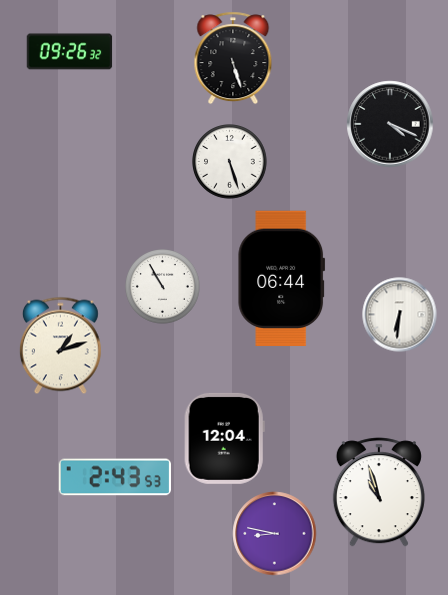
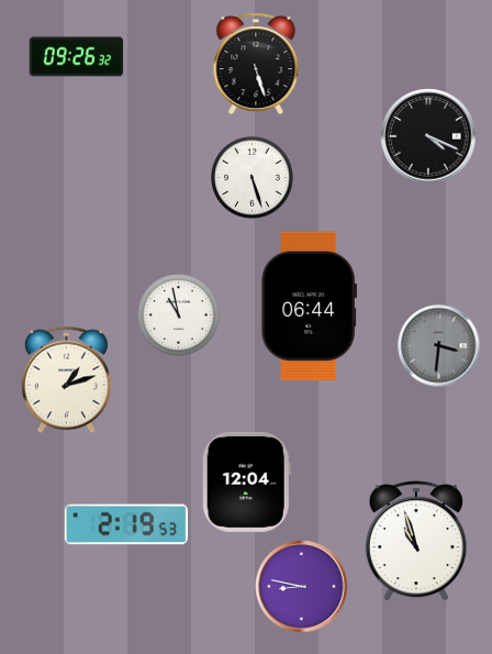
clock at (163, 287): 10:55 -> 10:58
clock at (400, 315): 6:31 -> 3:31
clock at (400, 315) dial: white -> grey
clock at (114, 477): 2:43 -> 2:19
